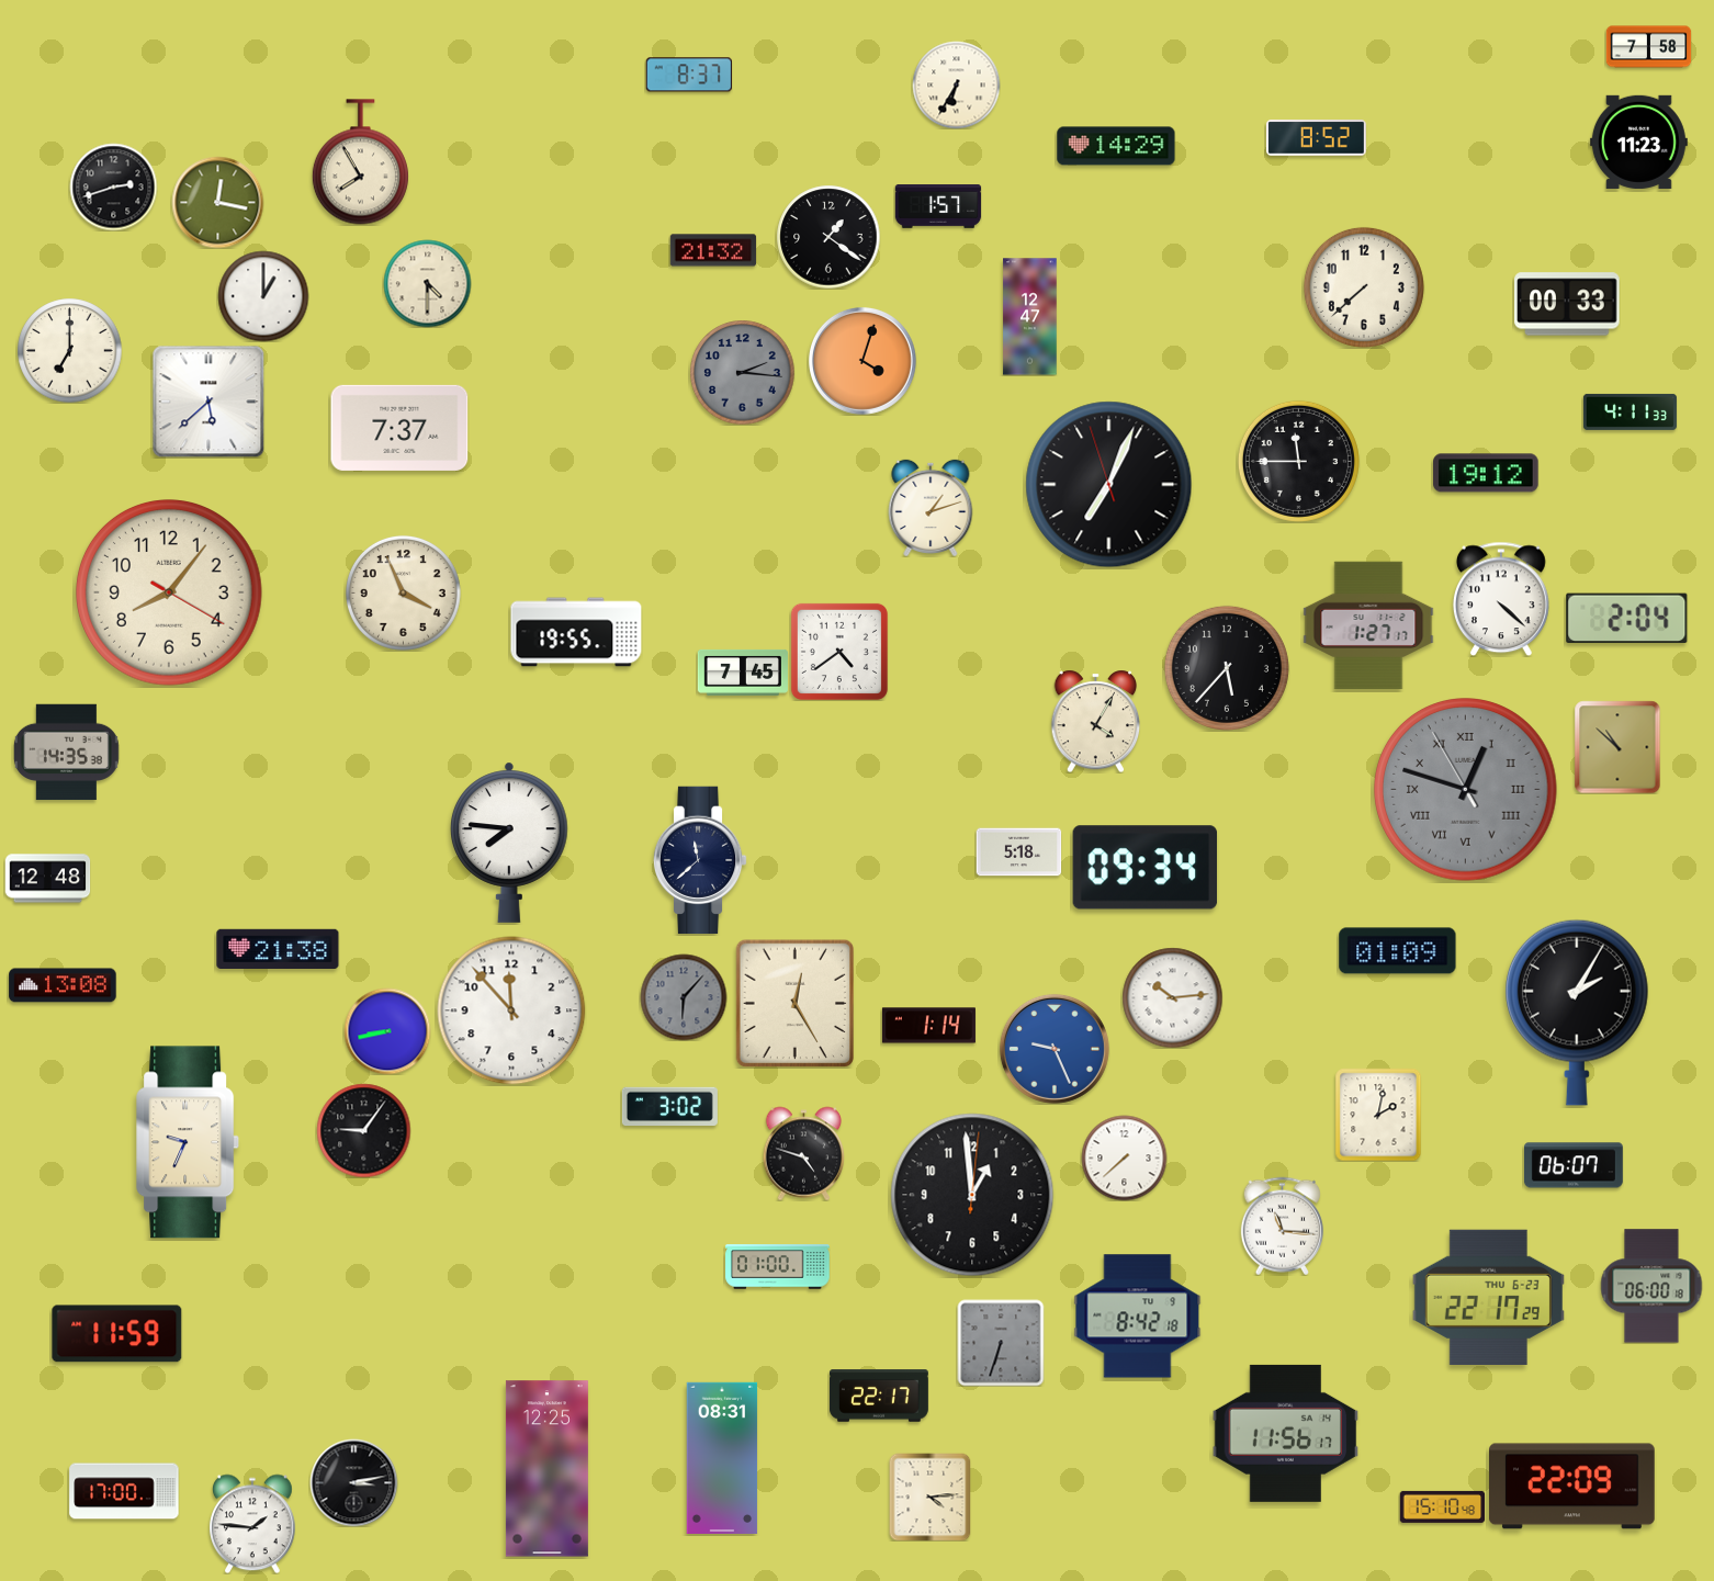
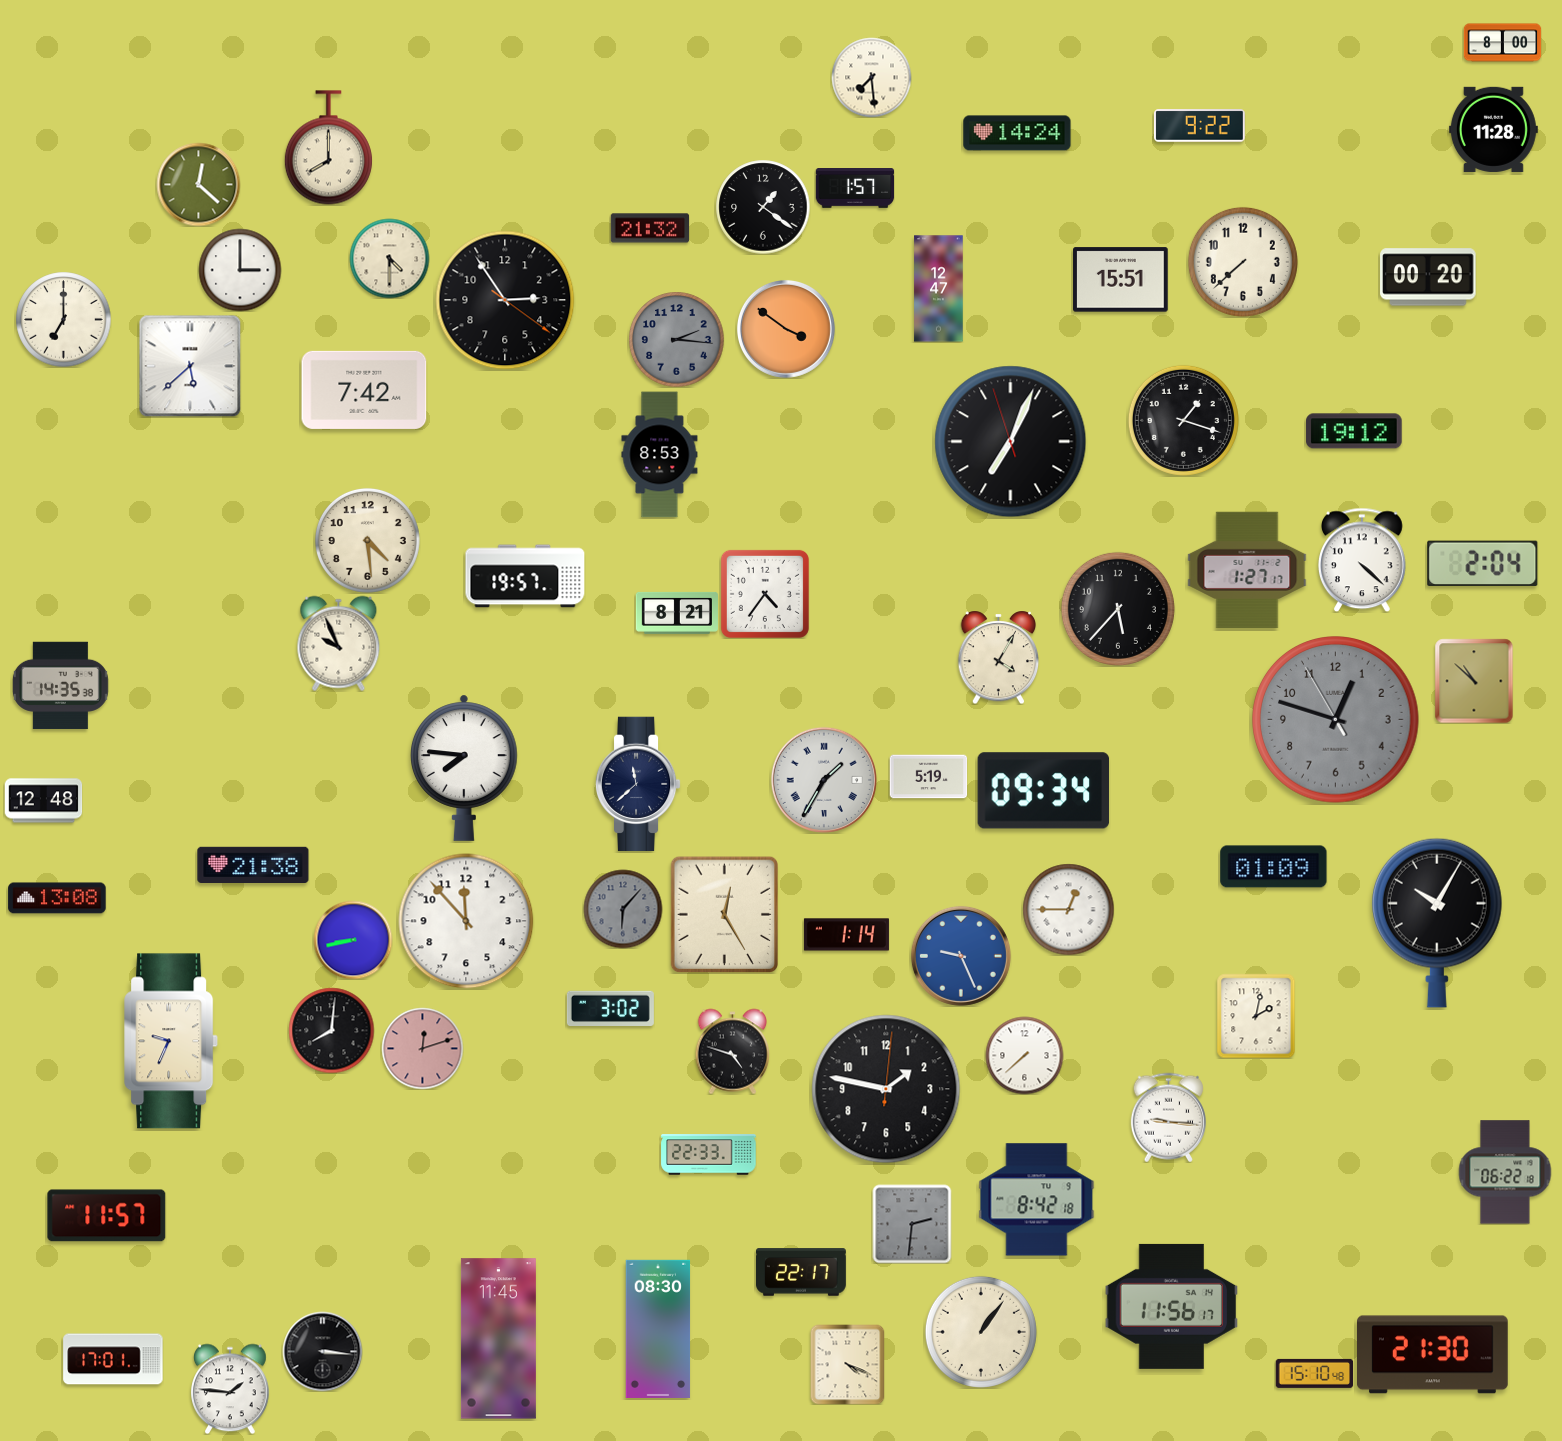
clock at (1648, 47): 7:58 -> 8:00
clock at (688, 75): 8:37 -> none
clock at (956, 84): 6:35 -> 7:29
clock at (1317, 138): 8:52 -> 9:22
clock at (1638, 142): 11:23 -> 11:28
clock at (1116, 146): 14:29 -> 14:24
clock at (360, 162): 7:55 -> 8:00
clock at (113, 187): 2:42 -> none
clock at (217, 202): 12:17 -> 12:22
clock at (828, 237) position: (828, 237) -> (763, 207)
clock at (263, 296): 1:00 -> 3:00
clock at (1567, 304): 00:33 -> 00:20
clock at (1121, 280): none -> 15:51
clock at (505, 300): none -> 2:54
clock at (862, 361): 4:03 -> 3:51
clock at (1630, 411): 4:11 -> none
clock at (399, 428): 7:37 -> 7:42
clock at (1298, 461): 11:45 -> 1:18
clock at (660, 455): none -> 8:53
clock at (931, 508): 1:12 -> none
clock at (403, 592): 3:56 -> 4:29
clock at (170, 594): 8:06 -> none
clock at (1501, 599) position: (1501, 599) -> (1362, 560)
clock at (576, 632): 19:55 -> 19:57
clock at (839, 652): 4:39 -> 4:36
clock at (743, 673): 7:45 -> 8:21
clock at (339, 643): none -> 9:56
clock at (1466, 790) numerals: Roman -> Arabic
clock at (1018, 852): 5:18 -> 5:19
clock at (823, 779): none -> 1:35
clock at (1172, 997): 10:14 -> 12:45
clock at (1577, 1013): 2:05 -> 10:05
clock at (363, 1130): 9:06 -> 8:01
clock at (422, 1048): none -> 12:12
clock at (1574, 1165): 06:07 -> none
clock at (972, 1195): 12:59 -> 1:47
clock at (1282, 1226): 11:16 -> 9:16
clock at (778, 1267): 01:00 -> 22:33
clock at (1651, 1286): 06:00 -> 06:22
clock at (1488, 1297): 22:17 -> none
clock at (117, 1334): 11:59 -> 11:57
clock at (1001, 1343): 6:33 -> 2:31
clock at (722, 1458): 08:31 -> 08:30
clock at (981, 1332): none -> 1:06
clock at (546, 1469): 12:25 -> 11:45
clock at (353, 1482): 3:13 -> 3:16
clock at (1572, 1487): 22:09 -> 21:30
clock at (124, 1491): 17:00 -> 17:01
clock at (931, 1497): 4:14 -> 4:19
